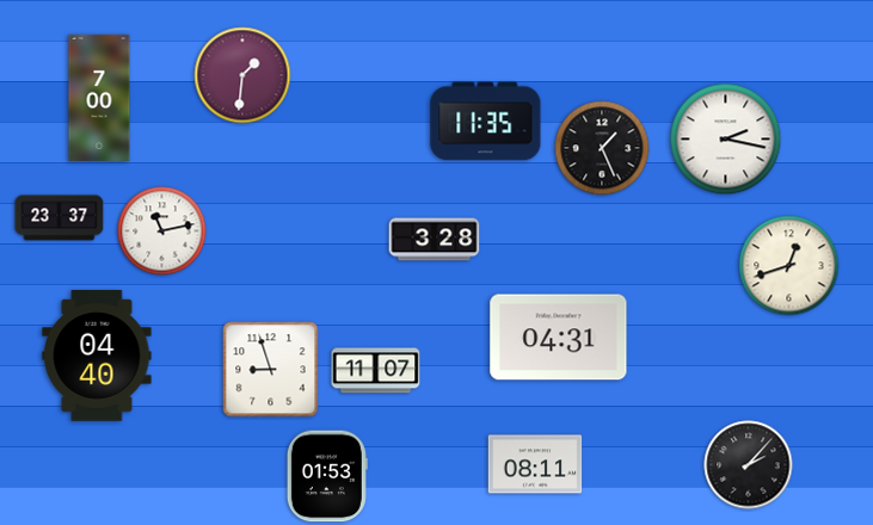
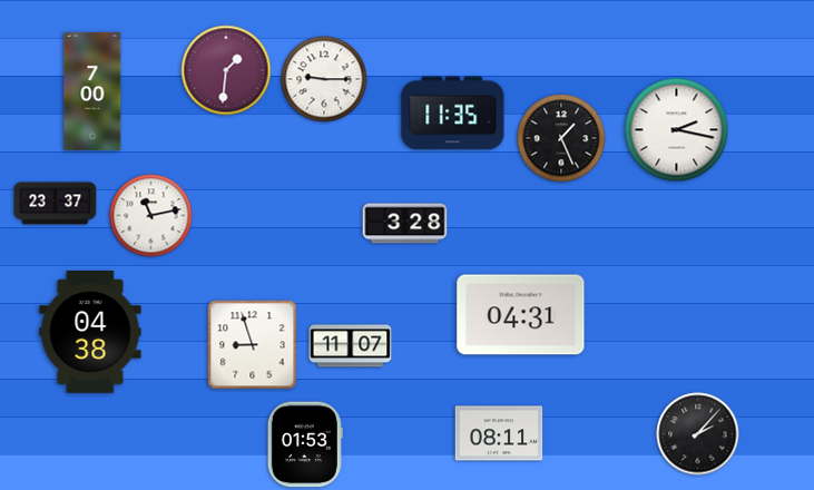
clock at (324, 79): none -> 9:15
clock at (789, 266): 12:42 -> none
clock at (97, 356): 04:40 -> 04:38
